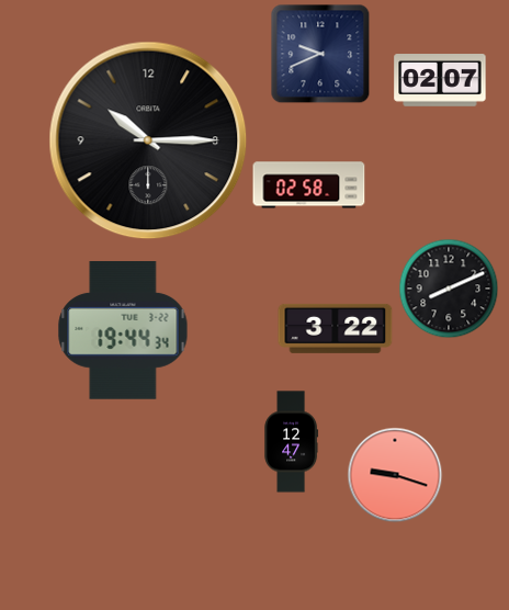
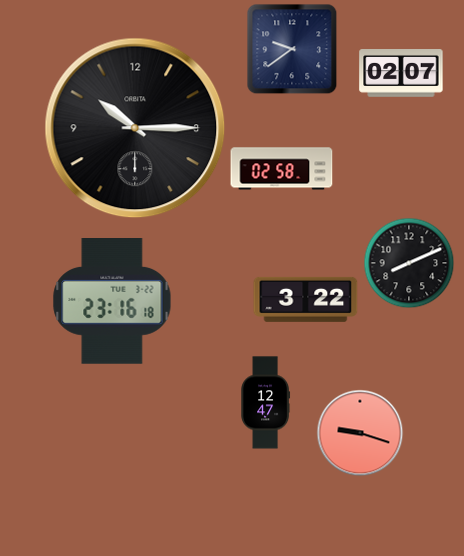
clock at (320, 54): 9:41 -> 9:39
clock at (123, 331): 19:44 -> 23:16
